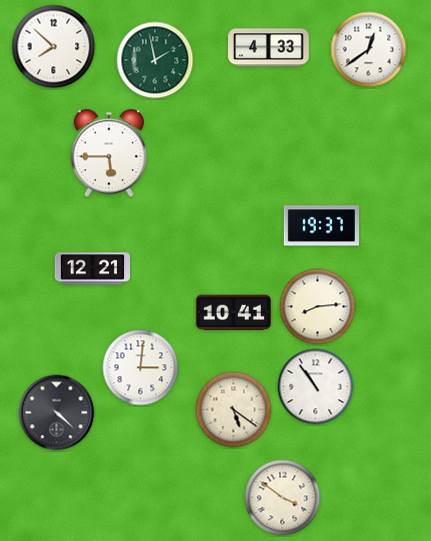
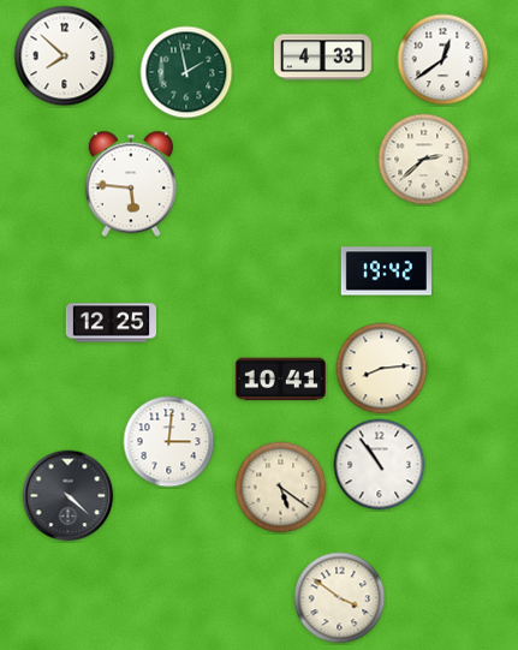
clock at (424, 160): none -> 2:38
clock at (109, 153): 5:45 -> 5:46
clock at (321, 226): 19:37 -> 19:42
clock at (92, 269): 12:21 -> 12:25
clock at (233, 313) position: (233, 313) -> (280, 380)
clock at (234, 410) position: (234, 410) -> (281, 488)
